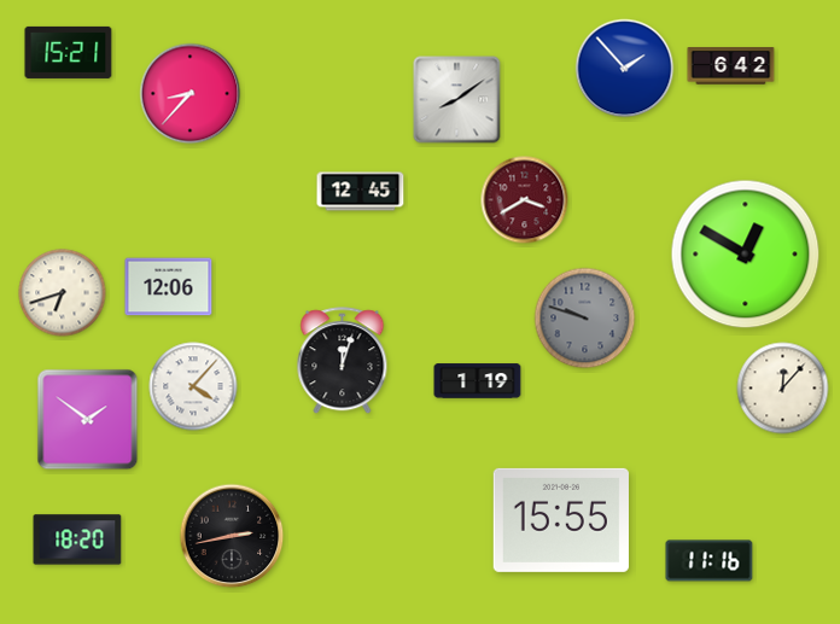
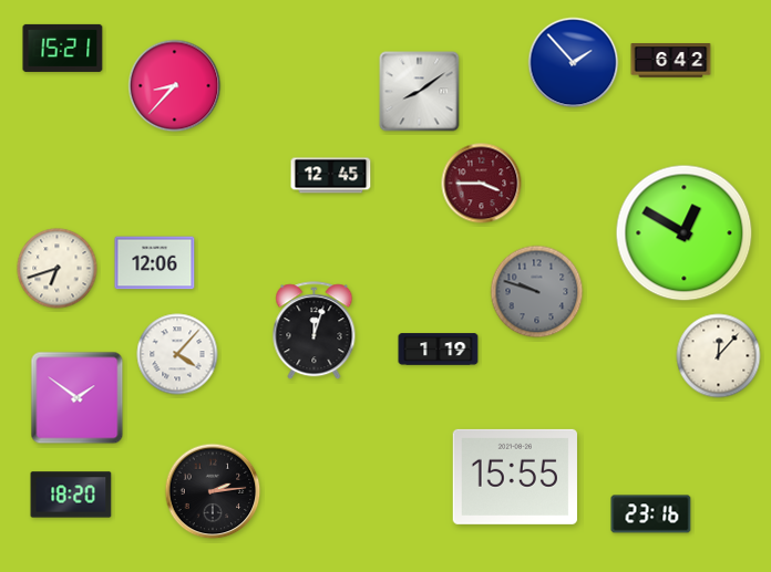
clock at (525, 200): 3:40 -> 3:45
clock at (88, 420) position: (88, 420) -> (78, 398)
clock at (232, 536): 2:43 -> 2:14
clock at (710, 561): 11:16 -> 23:16
